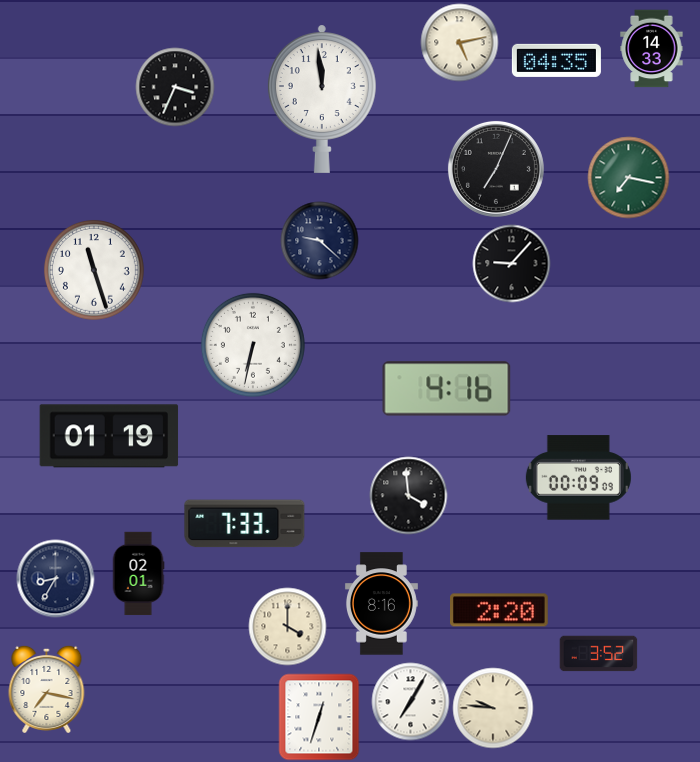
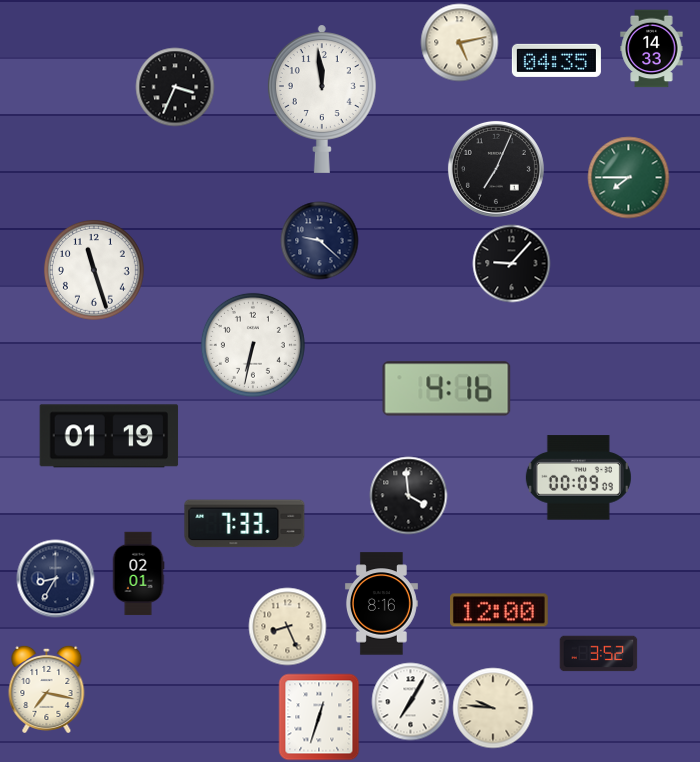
clock at (628, 177): 7:17 -> 7:45
clock at (500, 610): 2:20 -> 12:00
clock at (287, 626): 4:00 -> 8:26
